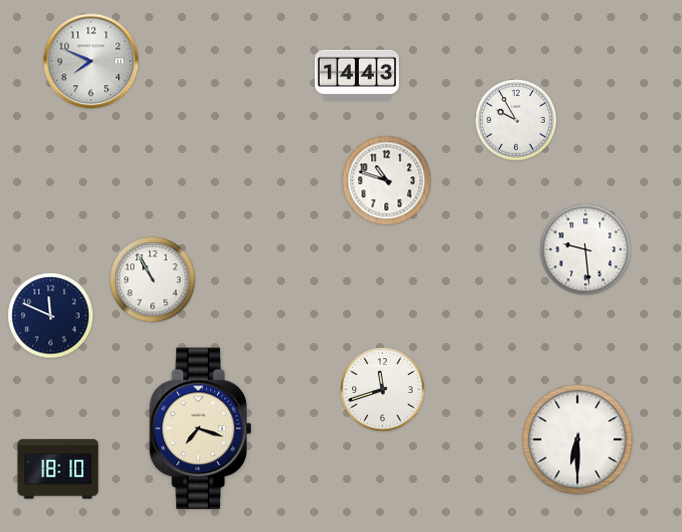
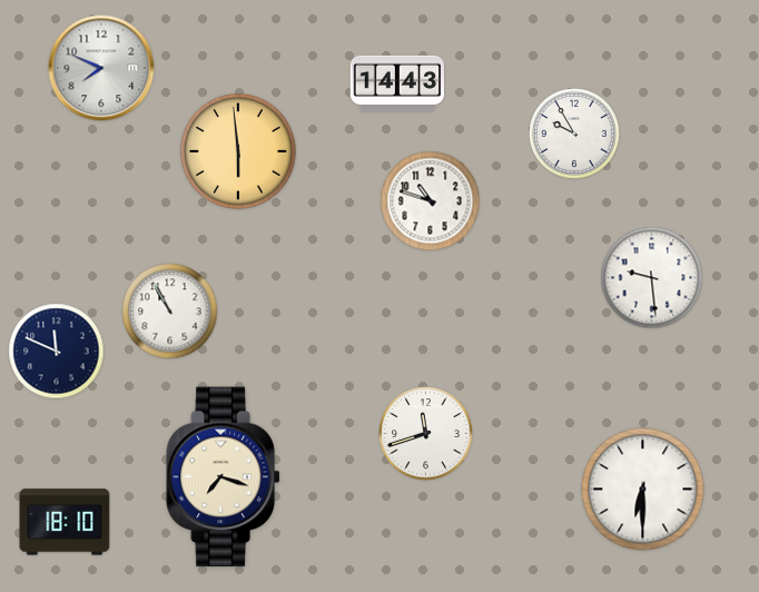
clock at (239, 152): none -> 5:59
